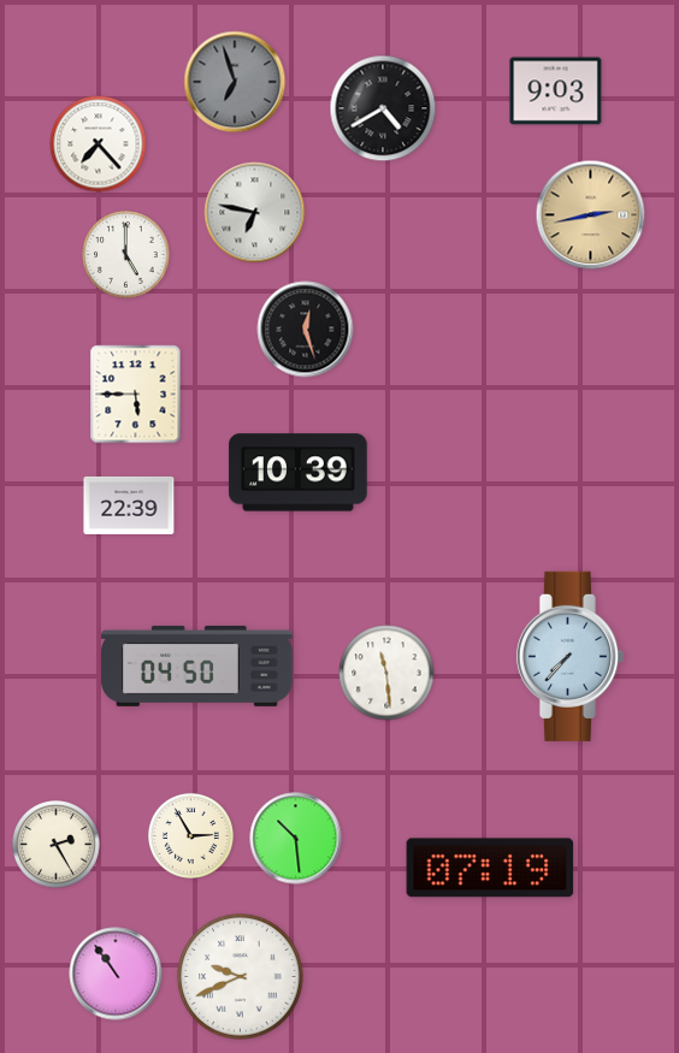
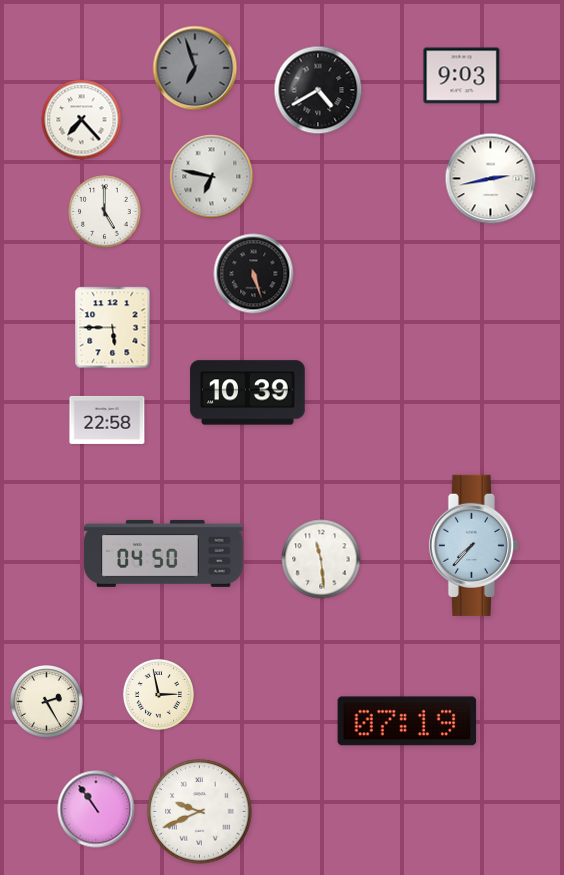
clock at (591, 215) dial: champagne -> white
clock at (306, 330): 12:27 -> 5:27
clock at (129, 505): 22:39 -> 22:58
clock at (190, 835): 2:55 -> 2:58
clock at (296, 839): 10:29 -> none
